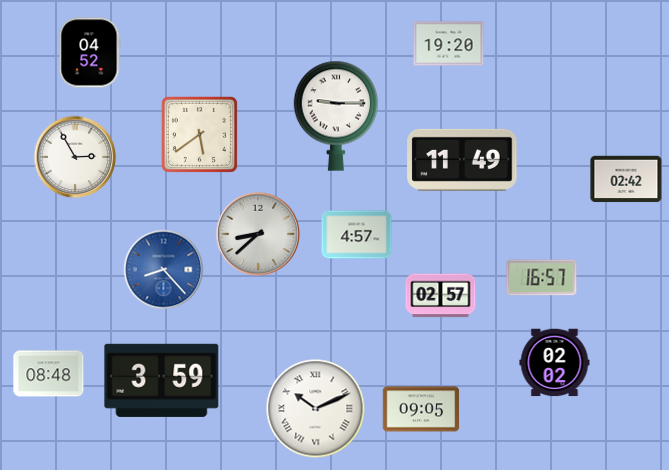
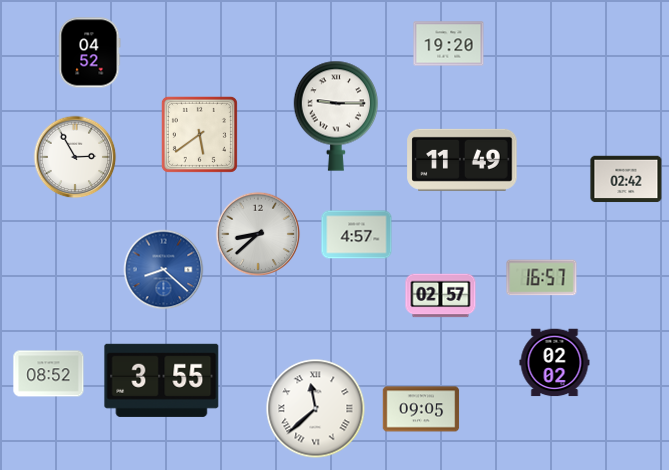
clock at (164, 270): 8:23 -> 8:22
clock at (49, 374): 08:48 -> 08:52
clock at (162, 380): 3:59 -> 3:55
clock at (316, 409): 10:11 -> 11:38
